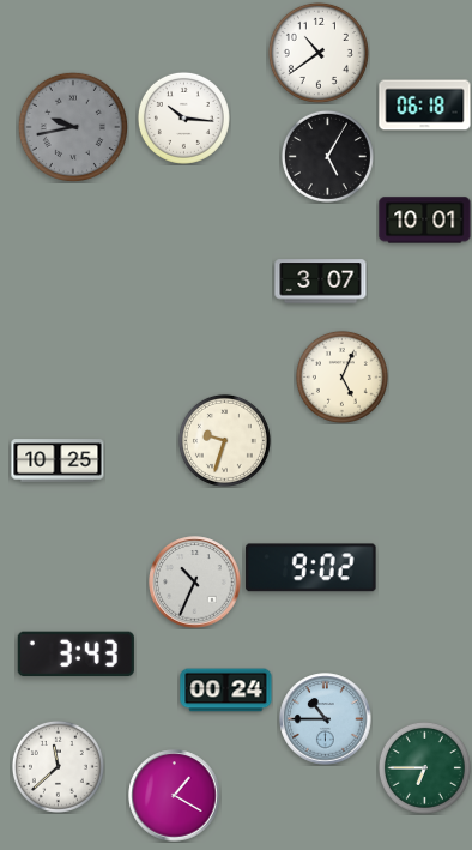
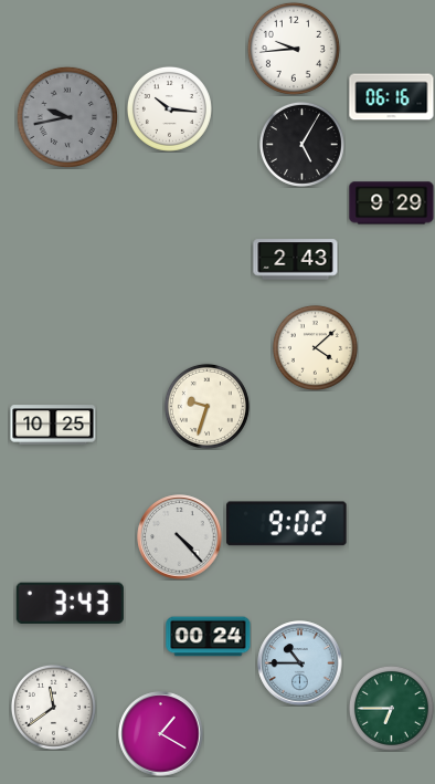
clock at (319, 53): 10:39 -> 9:44
clock at (425, 106): 06:18 -> 06:16
clock at (425, 221): 10:01 -> 9:29
clock at (321, 282): 3:07 -> 2:43
clock at (341, 376): 5:04 -> 4:08
clock at (195, 583): 10:34 -> 4:23
clock at (58, 766): 11:38 -> 11:39
